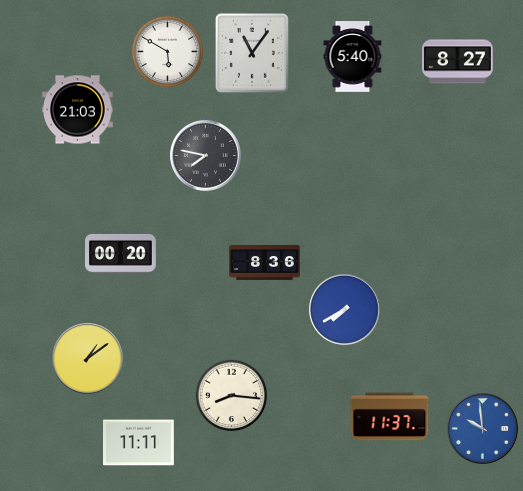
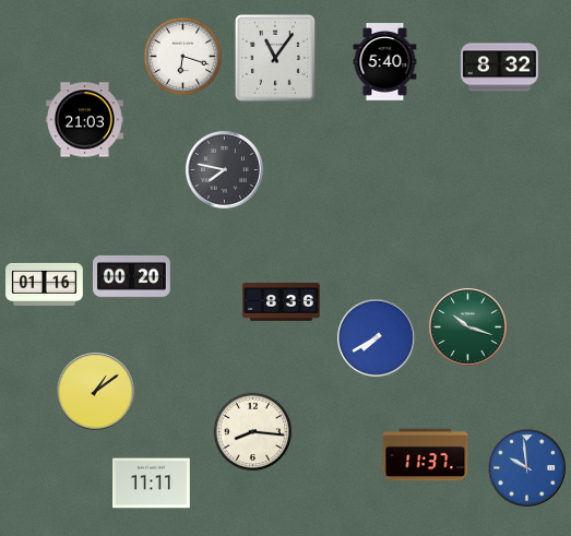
clock at (168, 52): 5:50 -> 6:18
clock at (458, 62): 8:27 -> 8:32
clock at (45, 284): none -> 01:16
clock at (265, 263) position: (265, 263) -> (282, 302)
clock at (468, 327): none -> 10:18
